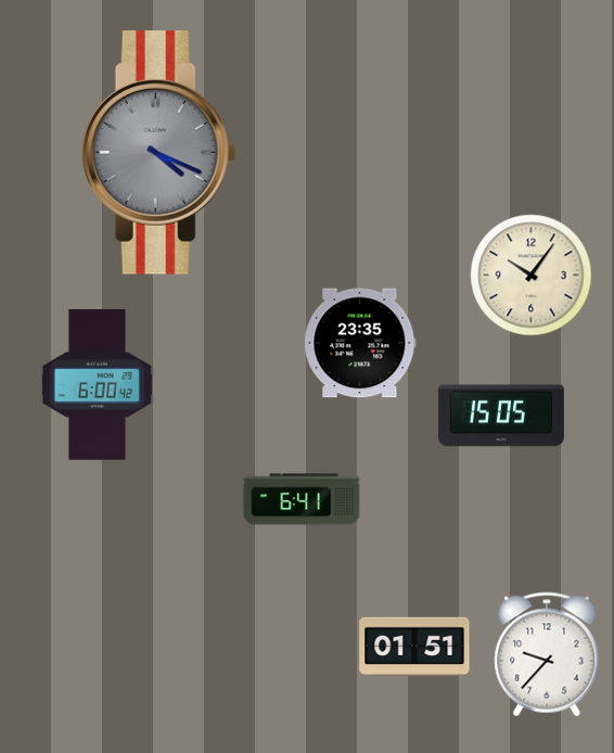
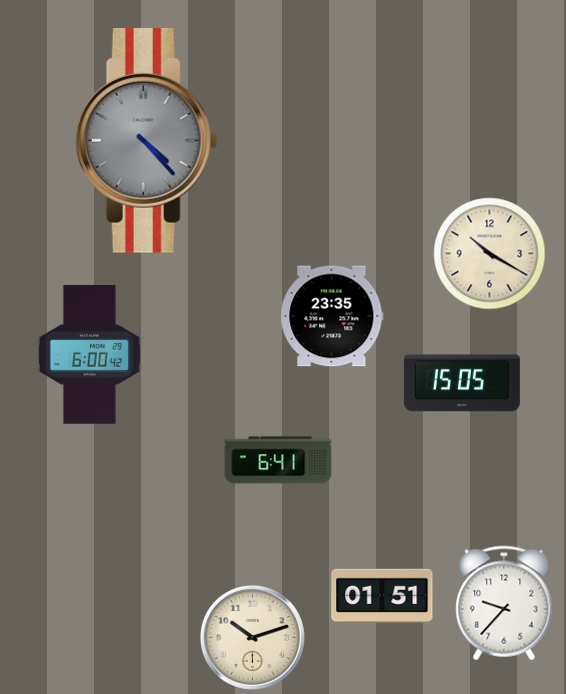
clock at (158, 153): 4:19 -> 4:23
clock at (532, 276): 10:06 -> 10:20
clock at (252, 637): none -> 10:12
